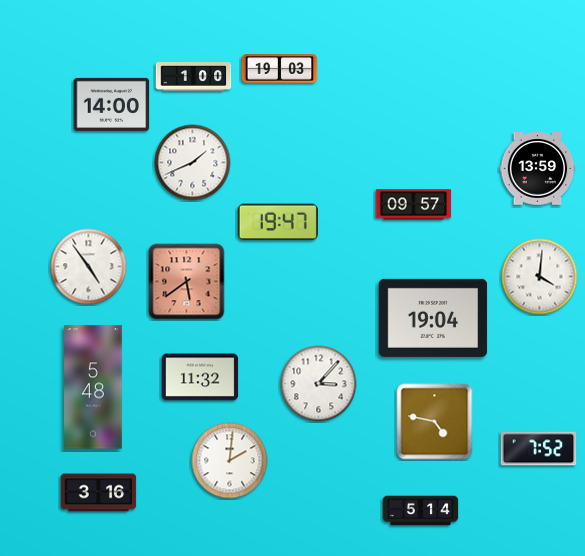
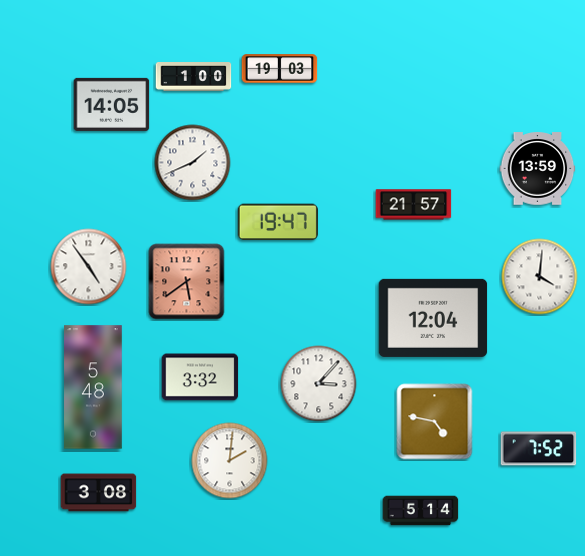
clock at (112, 104): 14:00 -> 14:05
clock at (414, 205): 09:57 -> 21:57
clock at (433, 318): 19:04 -> 12:04
clock at (200, 377): 11:32 -> 3:32
clock at (99, 493): 3:16 -> 3:08
